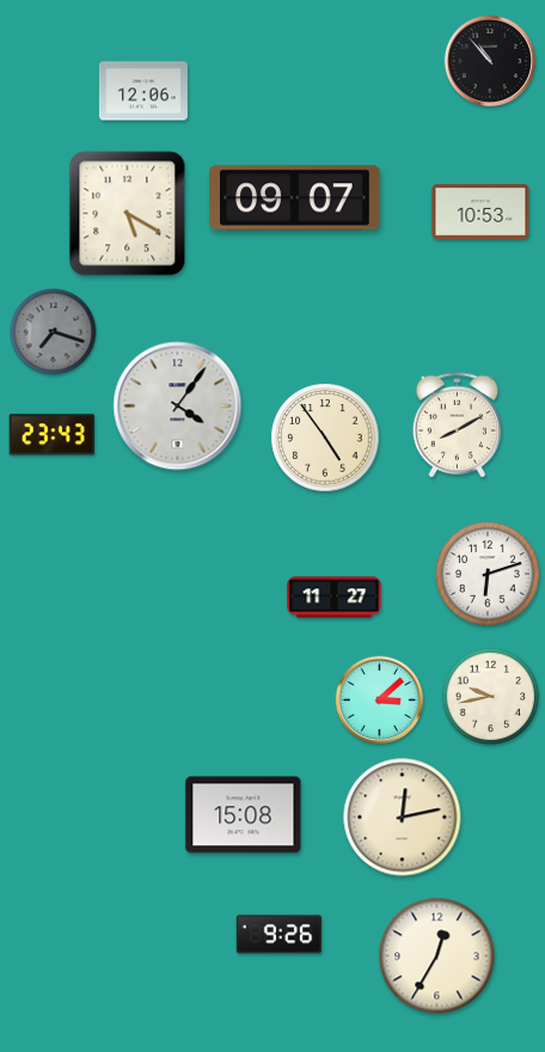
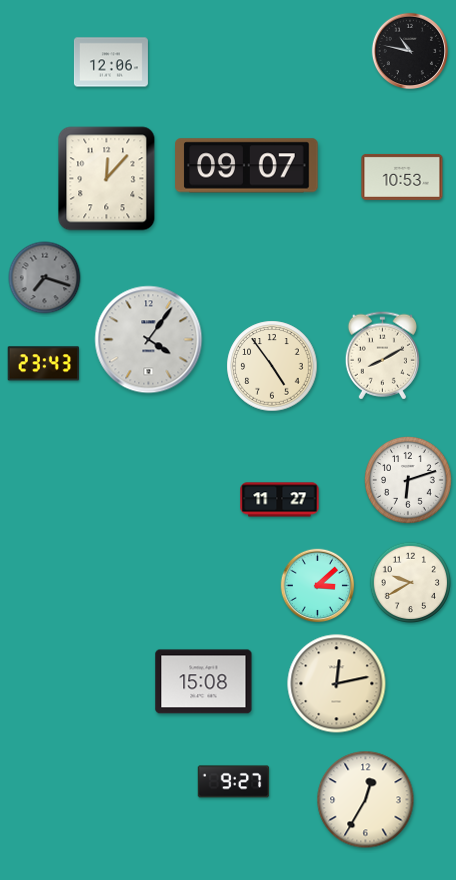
clock at (489, 60): 10:53 -> 10:47
clock at (143, 91) position: (143, 91) -> (111, 62)
clock at (128, 214): 5:20 -> 12:07
clock at (491, 697): 9:43 -> 9:40
clock at (280, 935): 9:26 -> 9:27
